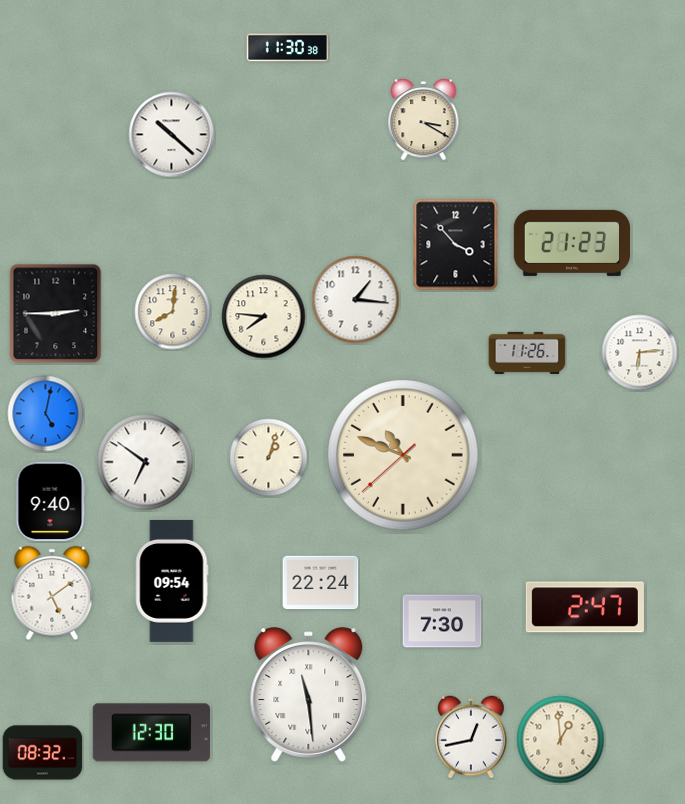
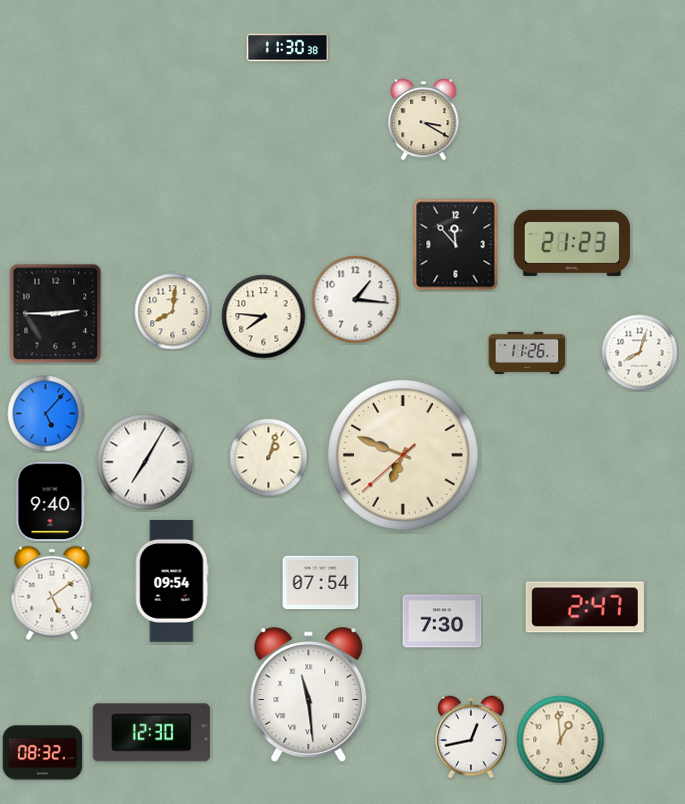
clock at (172, 135): 10:22 -> none
clock at (456, 245): 3:53 -> 11:53
clock at (640, 353): 6:14 -> 8:03
clock at (46, 414): 5:02 -> 5:07
clock at (403, 455): 10:48 -> 6:48
clock at (145, 462): 6:51 -> 7:05
clock at (321, 583): 22:24 -> 07:54
